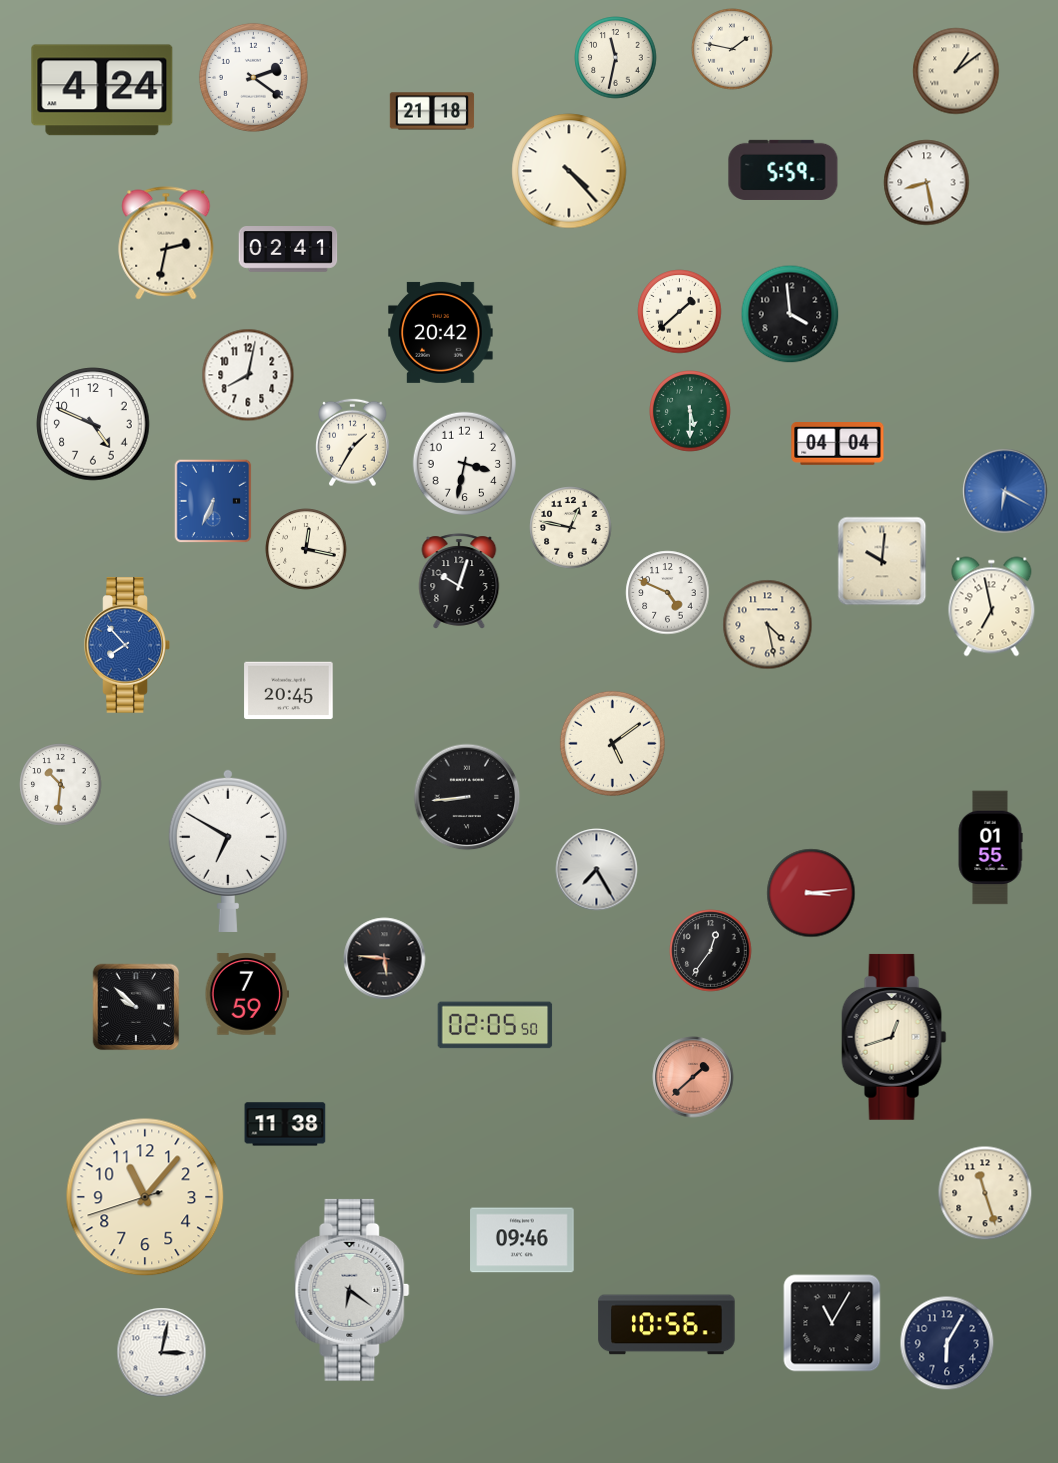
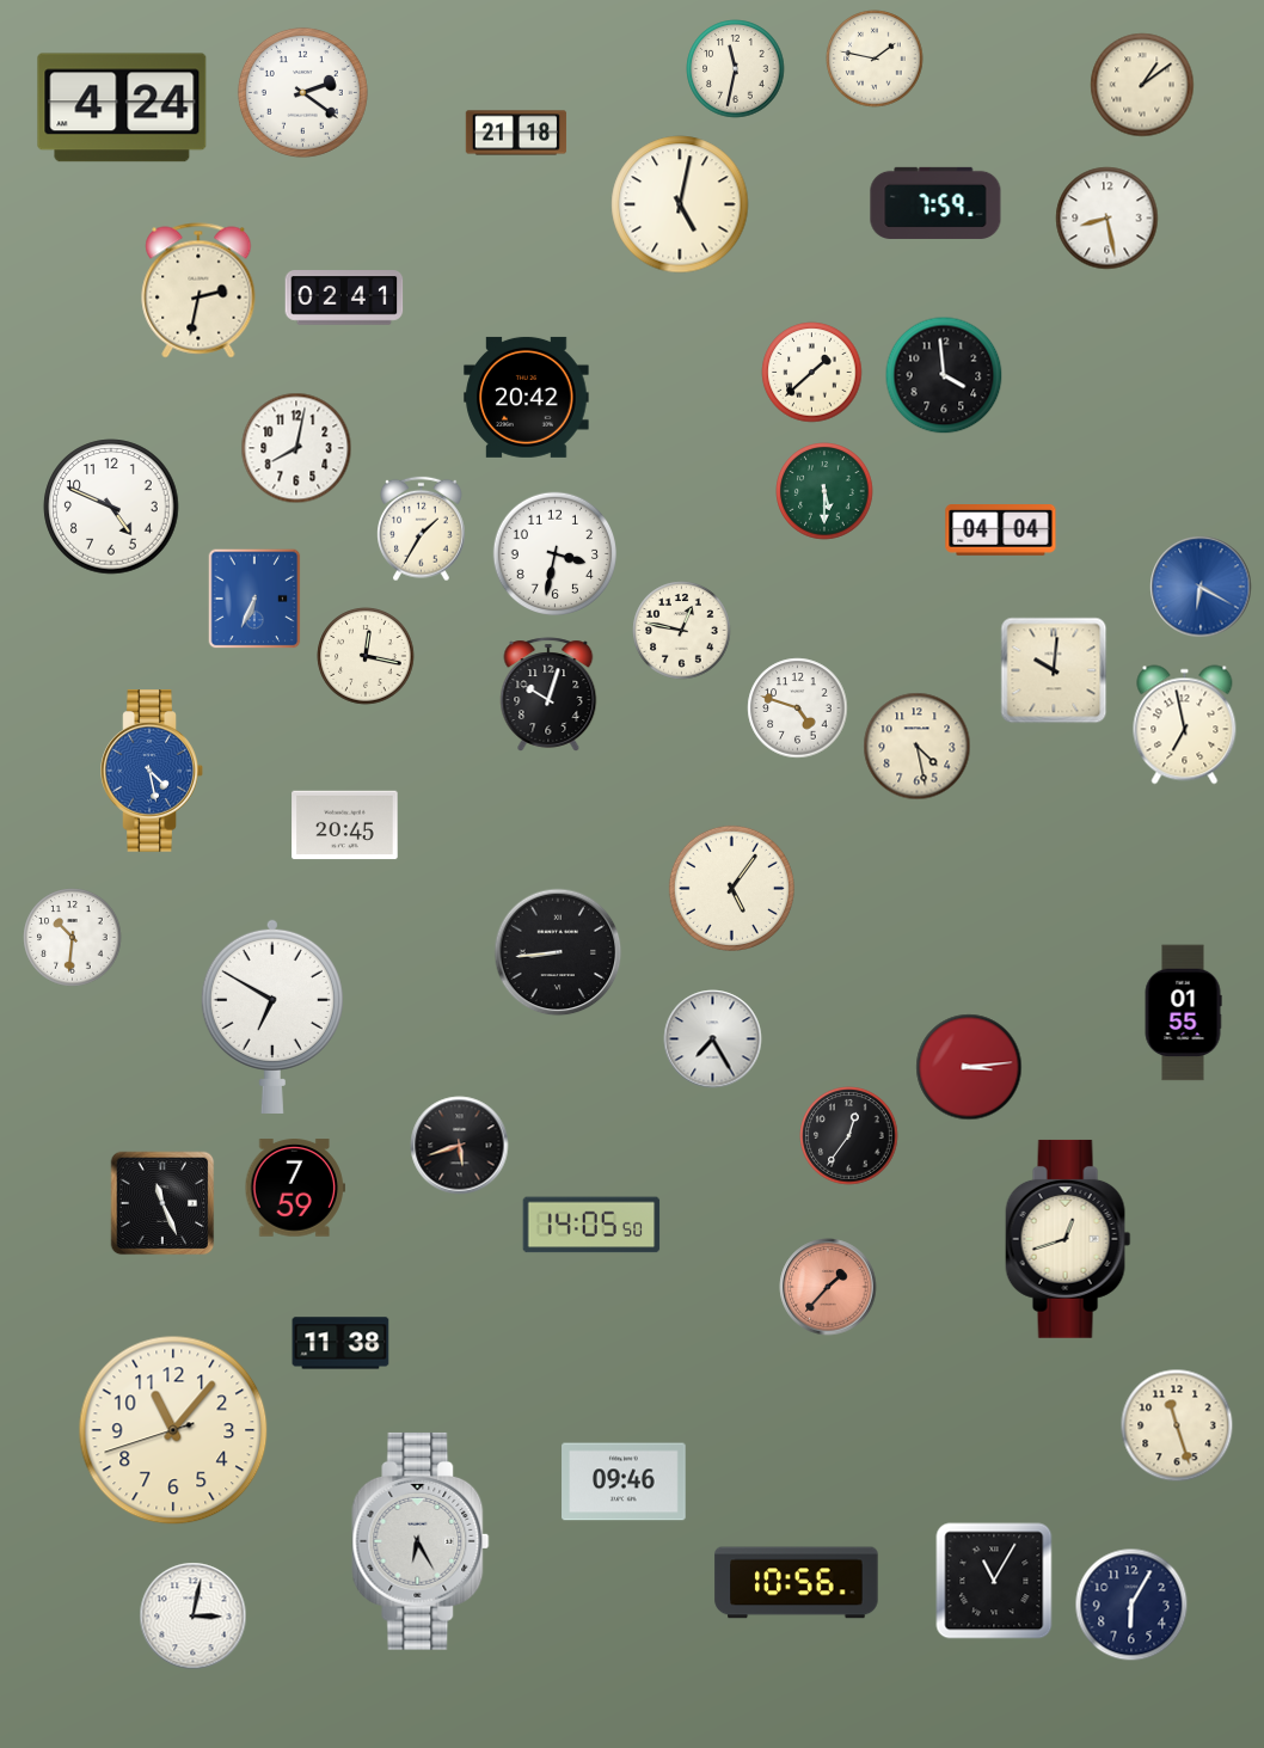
clock at (783, 170): 5:59 -> 7:59
clock at (569, 171): 4:23 -> 5:02
clock at (668, 593): 4:49 -> 4:48
clock at (127, 645): 7:53 -> 4:28
clock at (612, 743): 5:09 -> 5:06
clock at (385, 959): 5:46 -> 5:42
clock at (136, 1007): 9:52 -> 11:26
clock at (495, 1025): 02:05 -> 14:05
clock at (693, 1077): 1:38 -> 1:37
clock at (352, 1290): 6:21 -> 6:25
